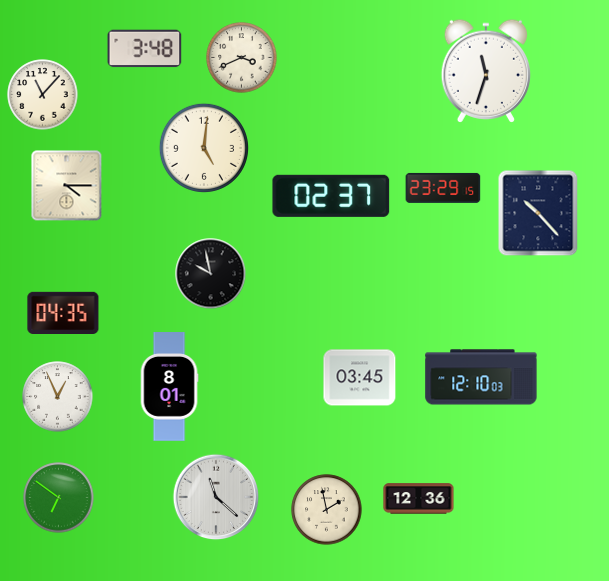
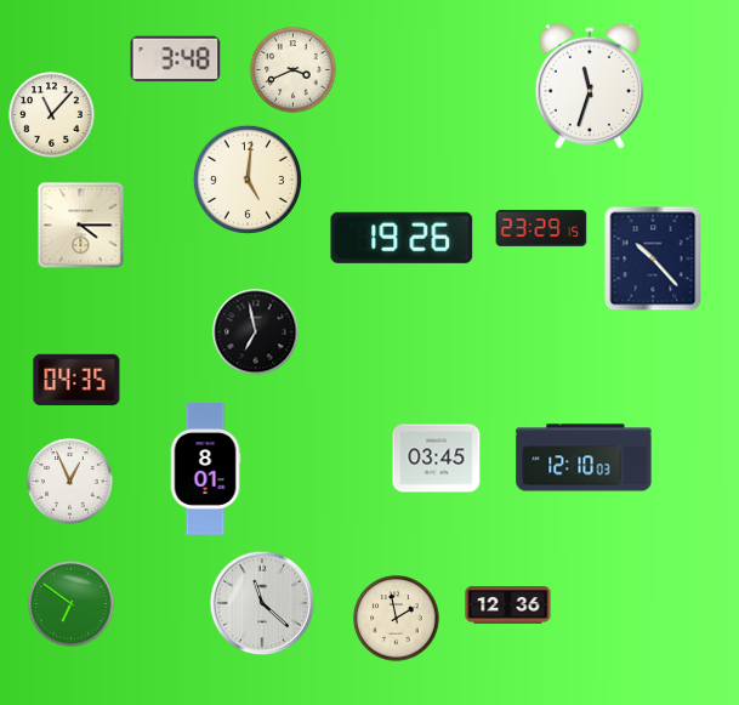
clock at (443, 188) position: (443, 188) -> (541, 228)
clock at (331, 196): 02:37 -> 19:26
clock at (211, 274): 9:58 -> 6:58
